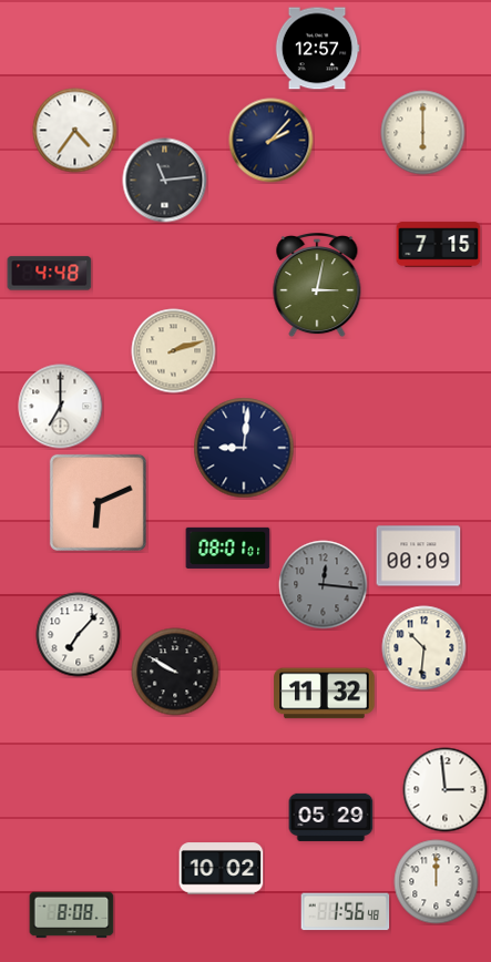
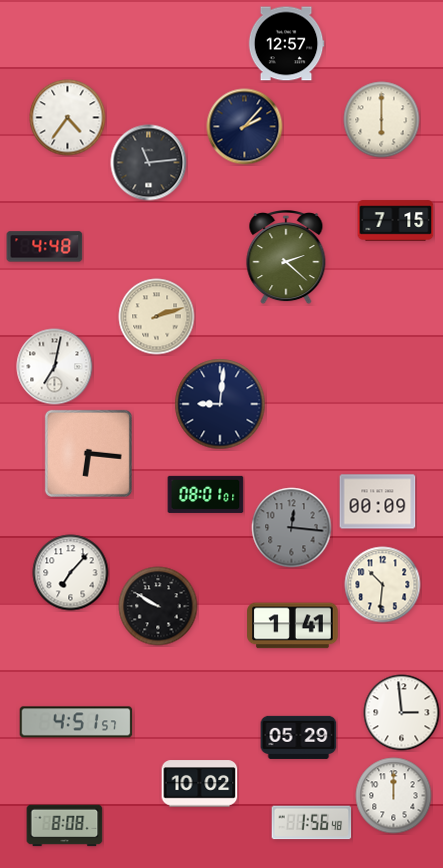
clock at (317, 286): 3:02 -> 2:22
clock at (61, 407): 7:00 -> 7:02
clock at (98, 502): 6:11 -> 6:16
clock at (325, 694): 11:32 -> 1:41
clock at (76, 722): none -> 4:51
